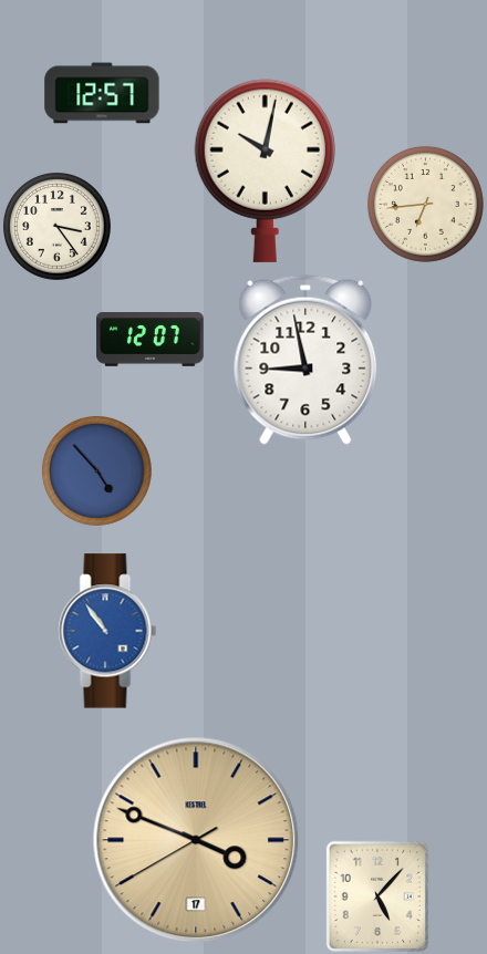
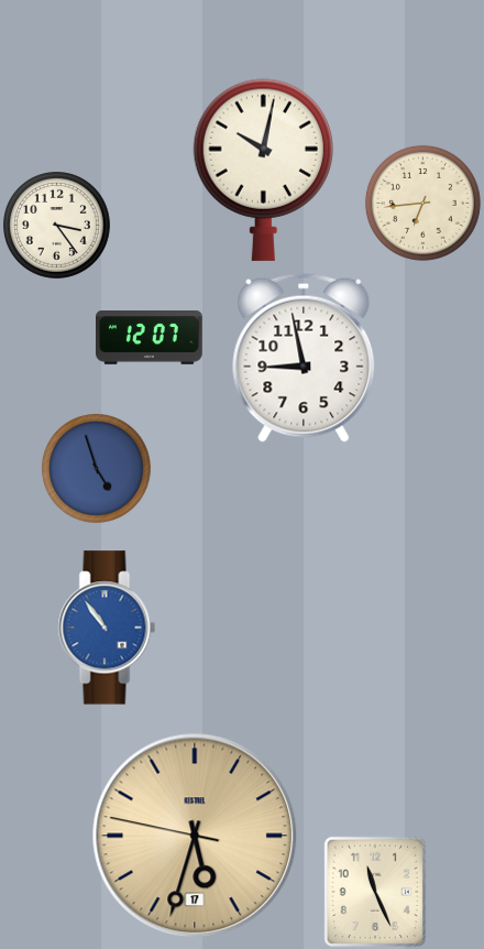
clock at (102, 93): 12:57 -> none
clock at (96, 470): 4:53 -> 4:57
clock at (196, 840): 3:48 -> 5:32
clock at (377, 896): 5:07 -> 11:26
